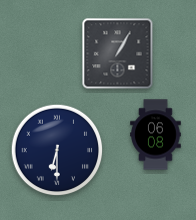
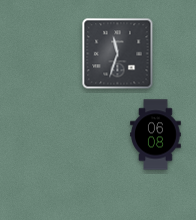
clock at (118, 54): 1:05 -> 11:33
clock at (57, 150): 6:30 -> none
